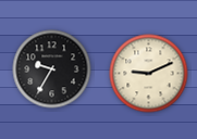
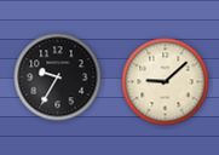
clock at (149, 74): 9:11 -> 9:08
